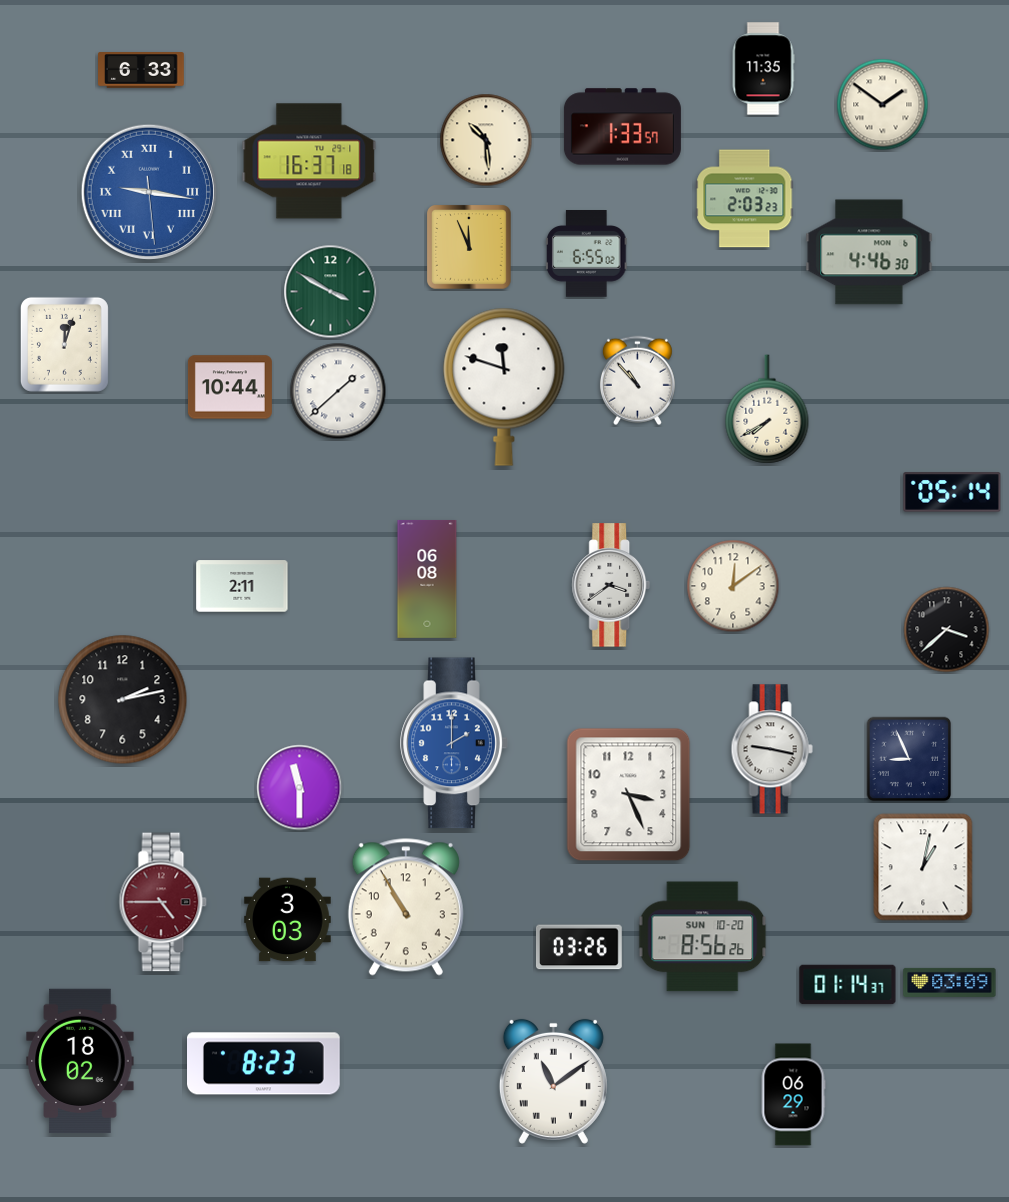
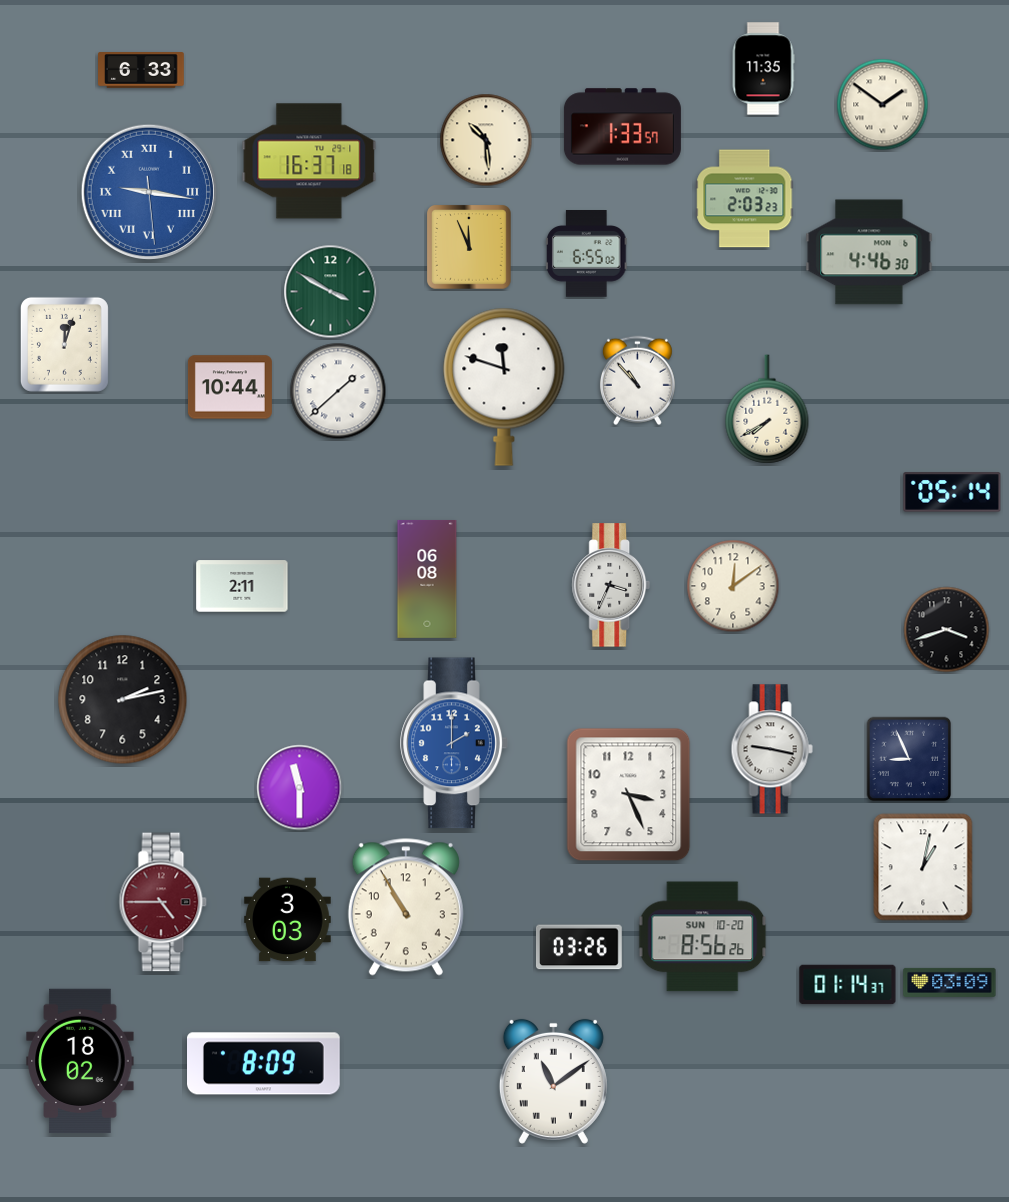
clock at (611, 585): 3:39 -> 3:34
clock at (947, 630): 3:38 -> 3:42
clock at (264, 1064): 8:23 -> 8:09
clock at (793, 1095): 06:29 -> none
